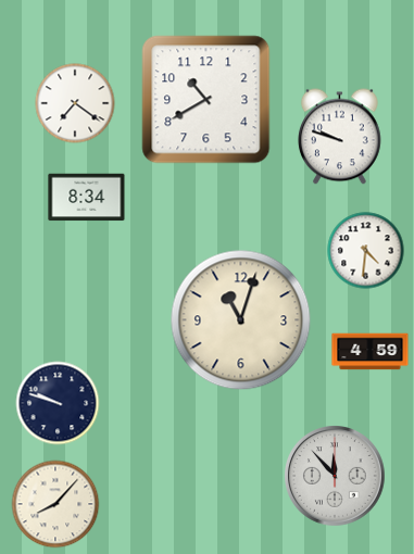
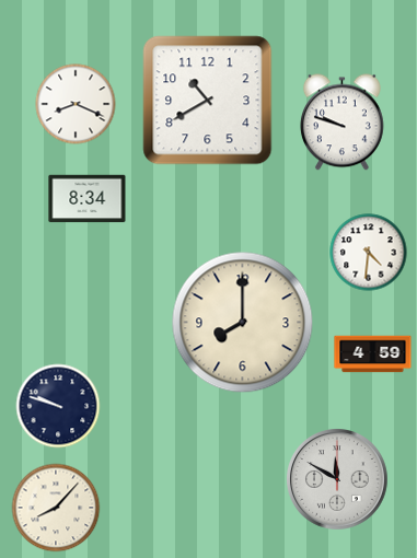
clock at (75, 103): 7:21 -> 8:19
clock at (340, 137) position: (340, 137) -> (343, 123)
clock at (241, 320): 11:03 -> 8:00
clock at (336, 477): 11:53 -> 11:50
